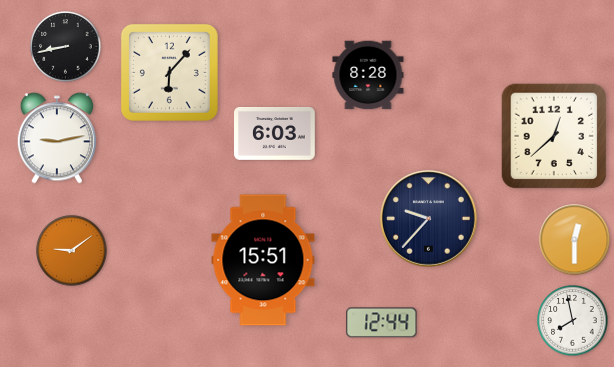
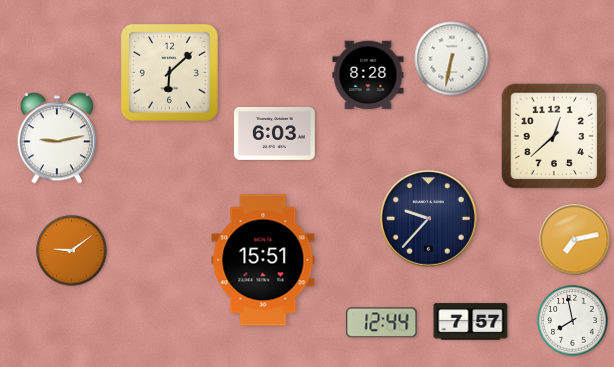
clock at (66, 47): 8:43 -> none
clock at (452, 59): none -> 6:32
clock at (169, 72): 6:07 -> 6:08
clock at (575, 240): 12:30 -> 7:13
clock at (471, 322): none -> 7:57
